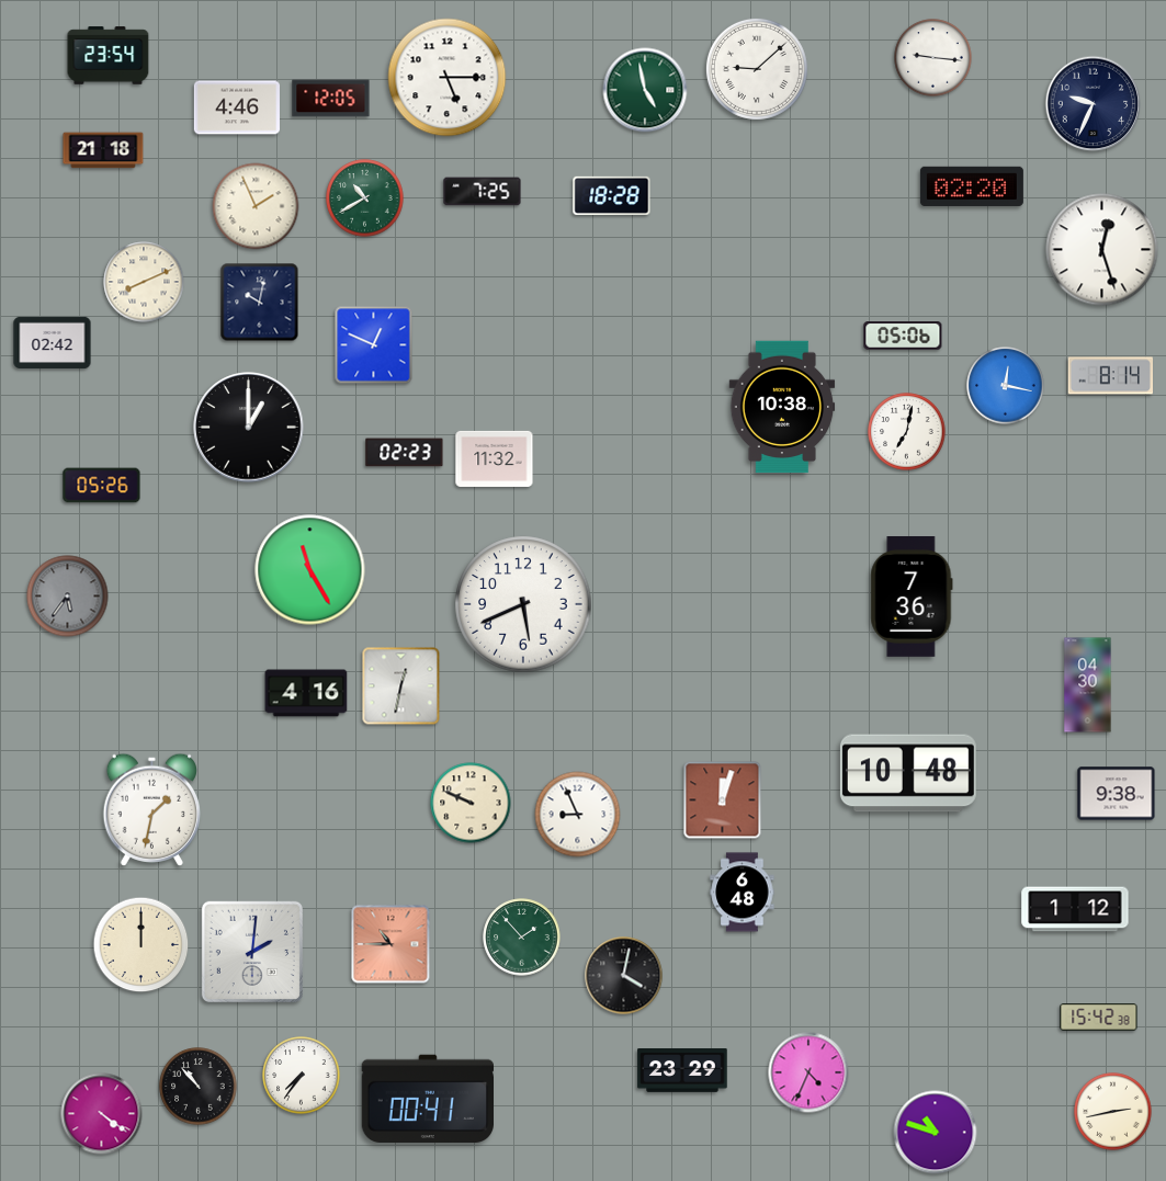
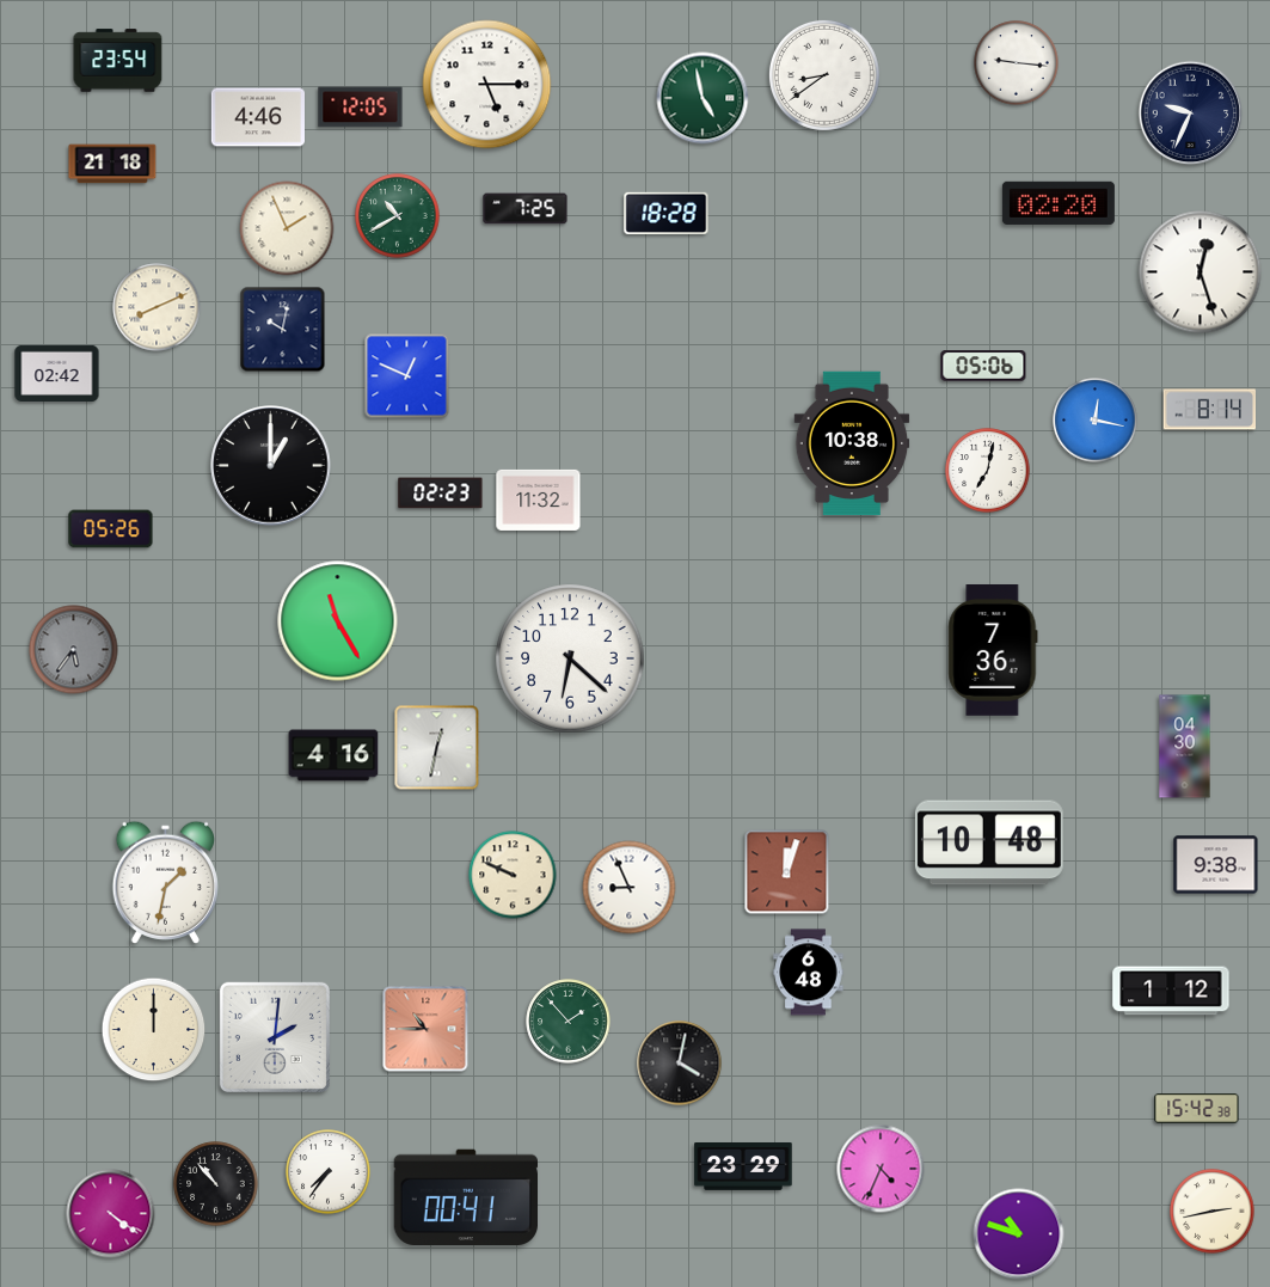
clock at (757, 69): 9:08 -> 8:39
clock at (256, 206) position: (256, 206) -> (287, 228)
clock at (523, 604): 5:41 -> 6:22
